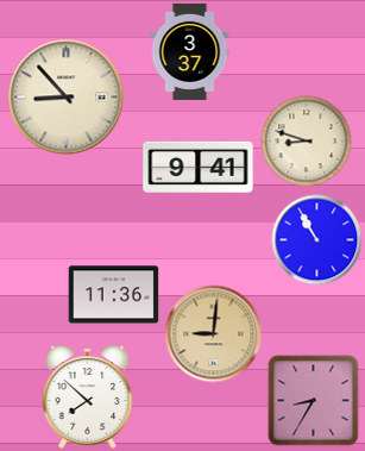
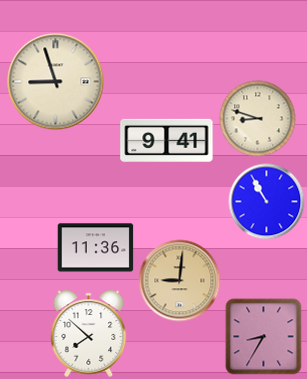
clock at (190, 51): 3:37 -> none
clock at (67, 98): 8:53 -> 8:57
clock at (88, 396) position: (88, 396) -> (89, 333)
